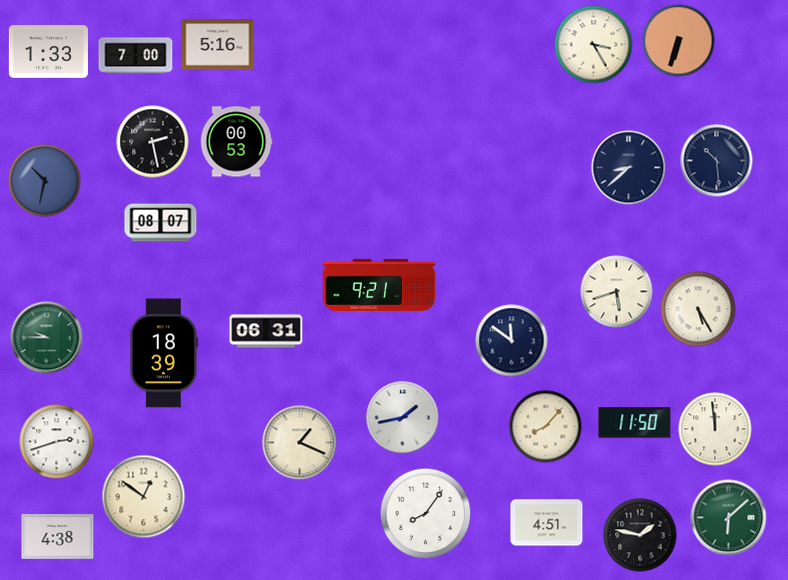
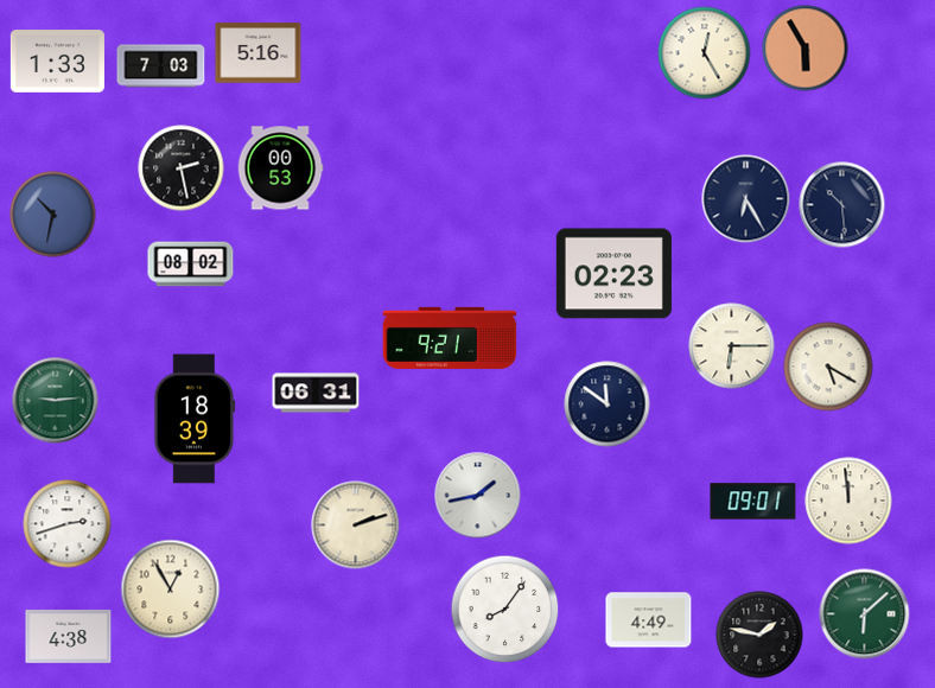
clock at (679, 41): 6:33 -> 5:55
clock at (594, 45): 3:25 -> 12:25
clock at (136, 56): 7:00 -> 7:03
clock at (717, 161) position: (717, 161) -> (842, 205)
clock at (629, 168): 8:38 -> 6:25
clock at (161, 223): 08:07 -> 08:02
clock at (613, 274): none -> 02:23
clock at (617, 292): 5:42 -> 6:15
clock at (698, 309): 5:25 -> 5:20
clock at (47, 338): 9:45 -> 9:14
clock at (635, 423): 11:50 -> 09:01
clock at (546, 427): 8:07 -> none
clock at (715, 429) position: (715, 429) -> (848, 501)
clock at (300, 443): 1:19 -> 2:12
clock at (144, 497): 12:51 -> 12:55
clock at (547, 523): 4:51 -> 4:49
